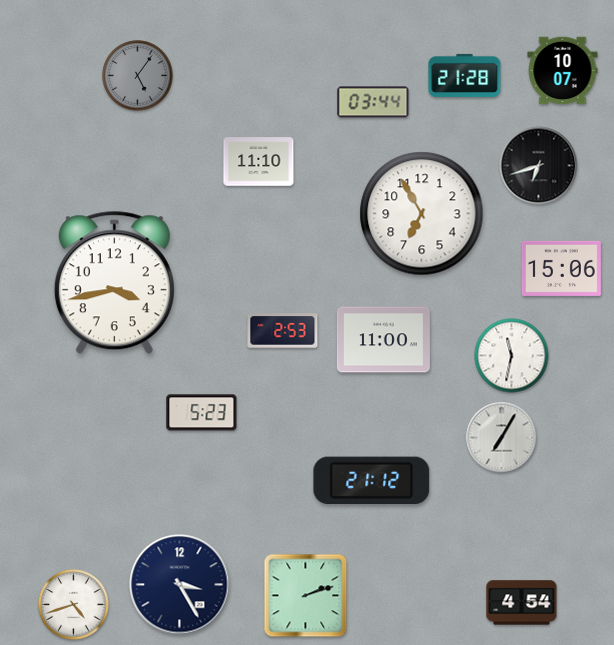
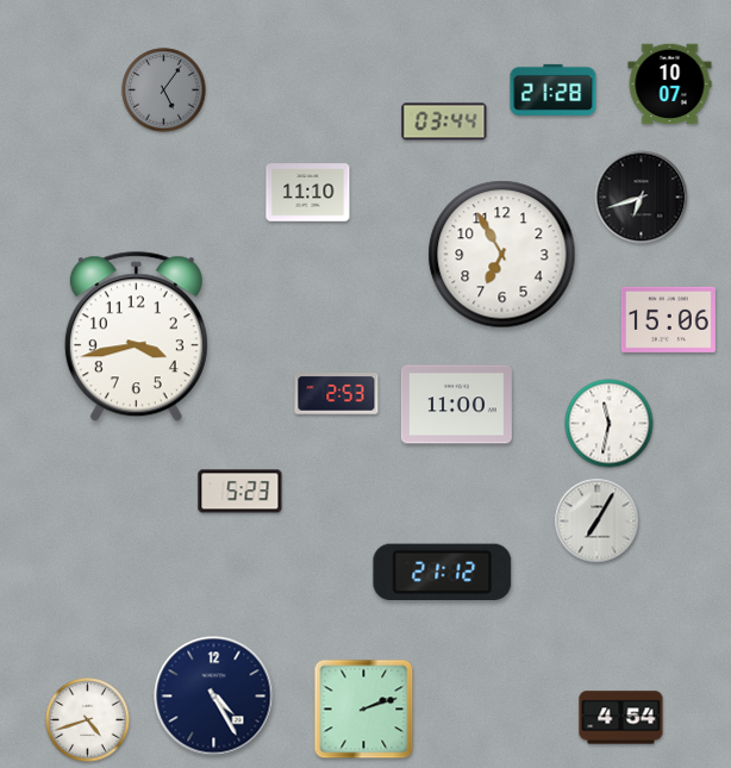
clock at (180, 585): 3:25 -> 4:25
